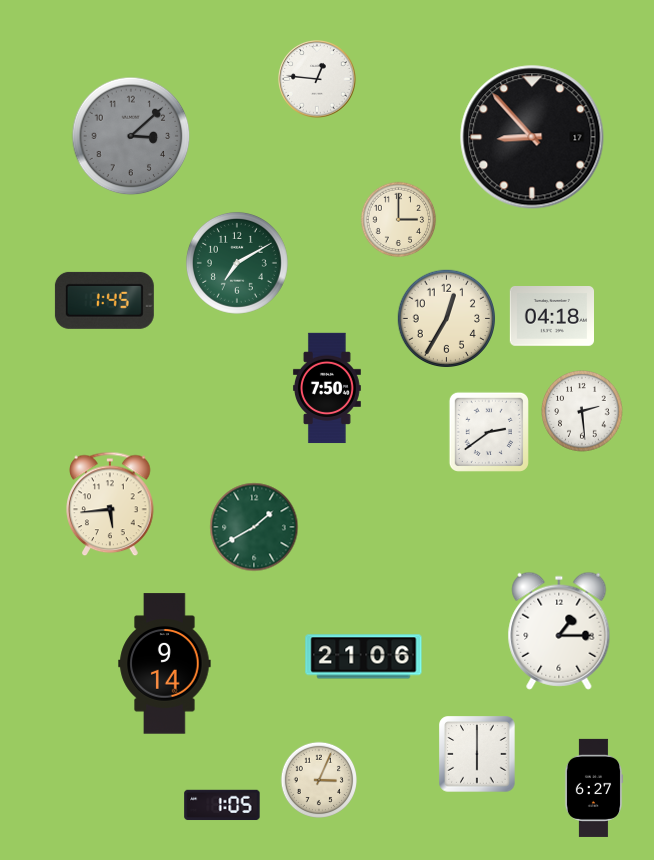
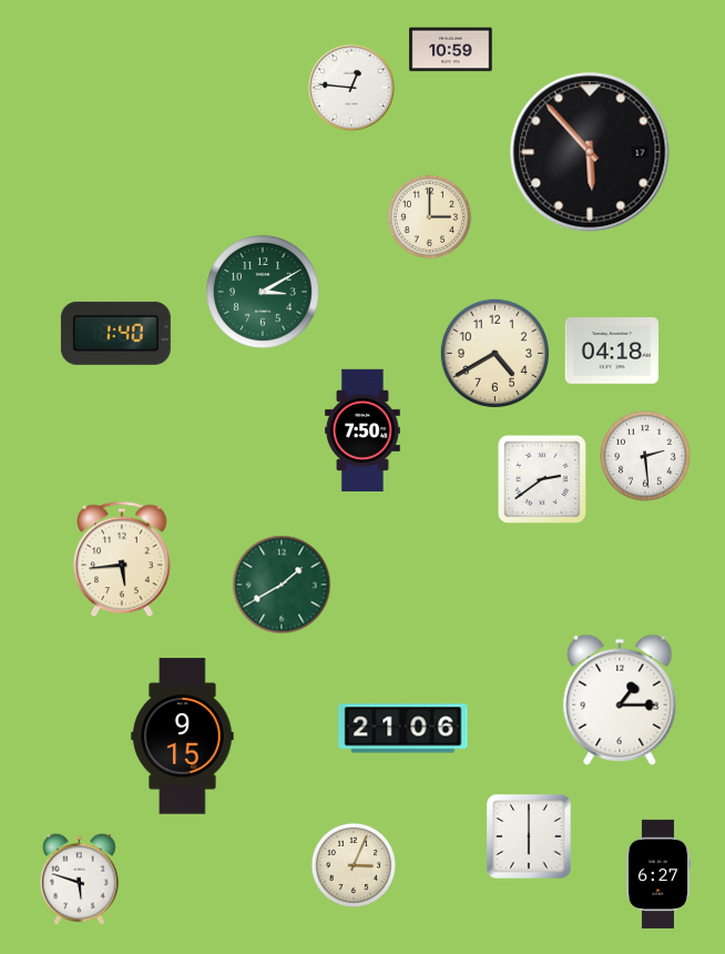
clock at (451, 50): none -> 10:59
clock at (131, 136): 3:08 -> none
clock at (532, 137): 8:53 -> 5:53
clock at (399, 220) position: (399, 220) -> (430, 217)
clock at (237, 263): 7:10 -> 3:10
clock at (104, 300): 1:45 -> 1:40
clock at (446, 318): 12:35 -> 4:40
clock at (165, 664): 9:14 -> 9:15
clock at (79, 879): none -> 5:48
clock at (222, 805): 1:05 -> none
